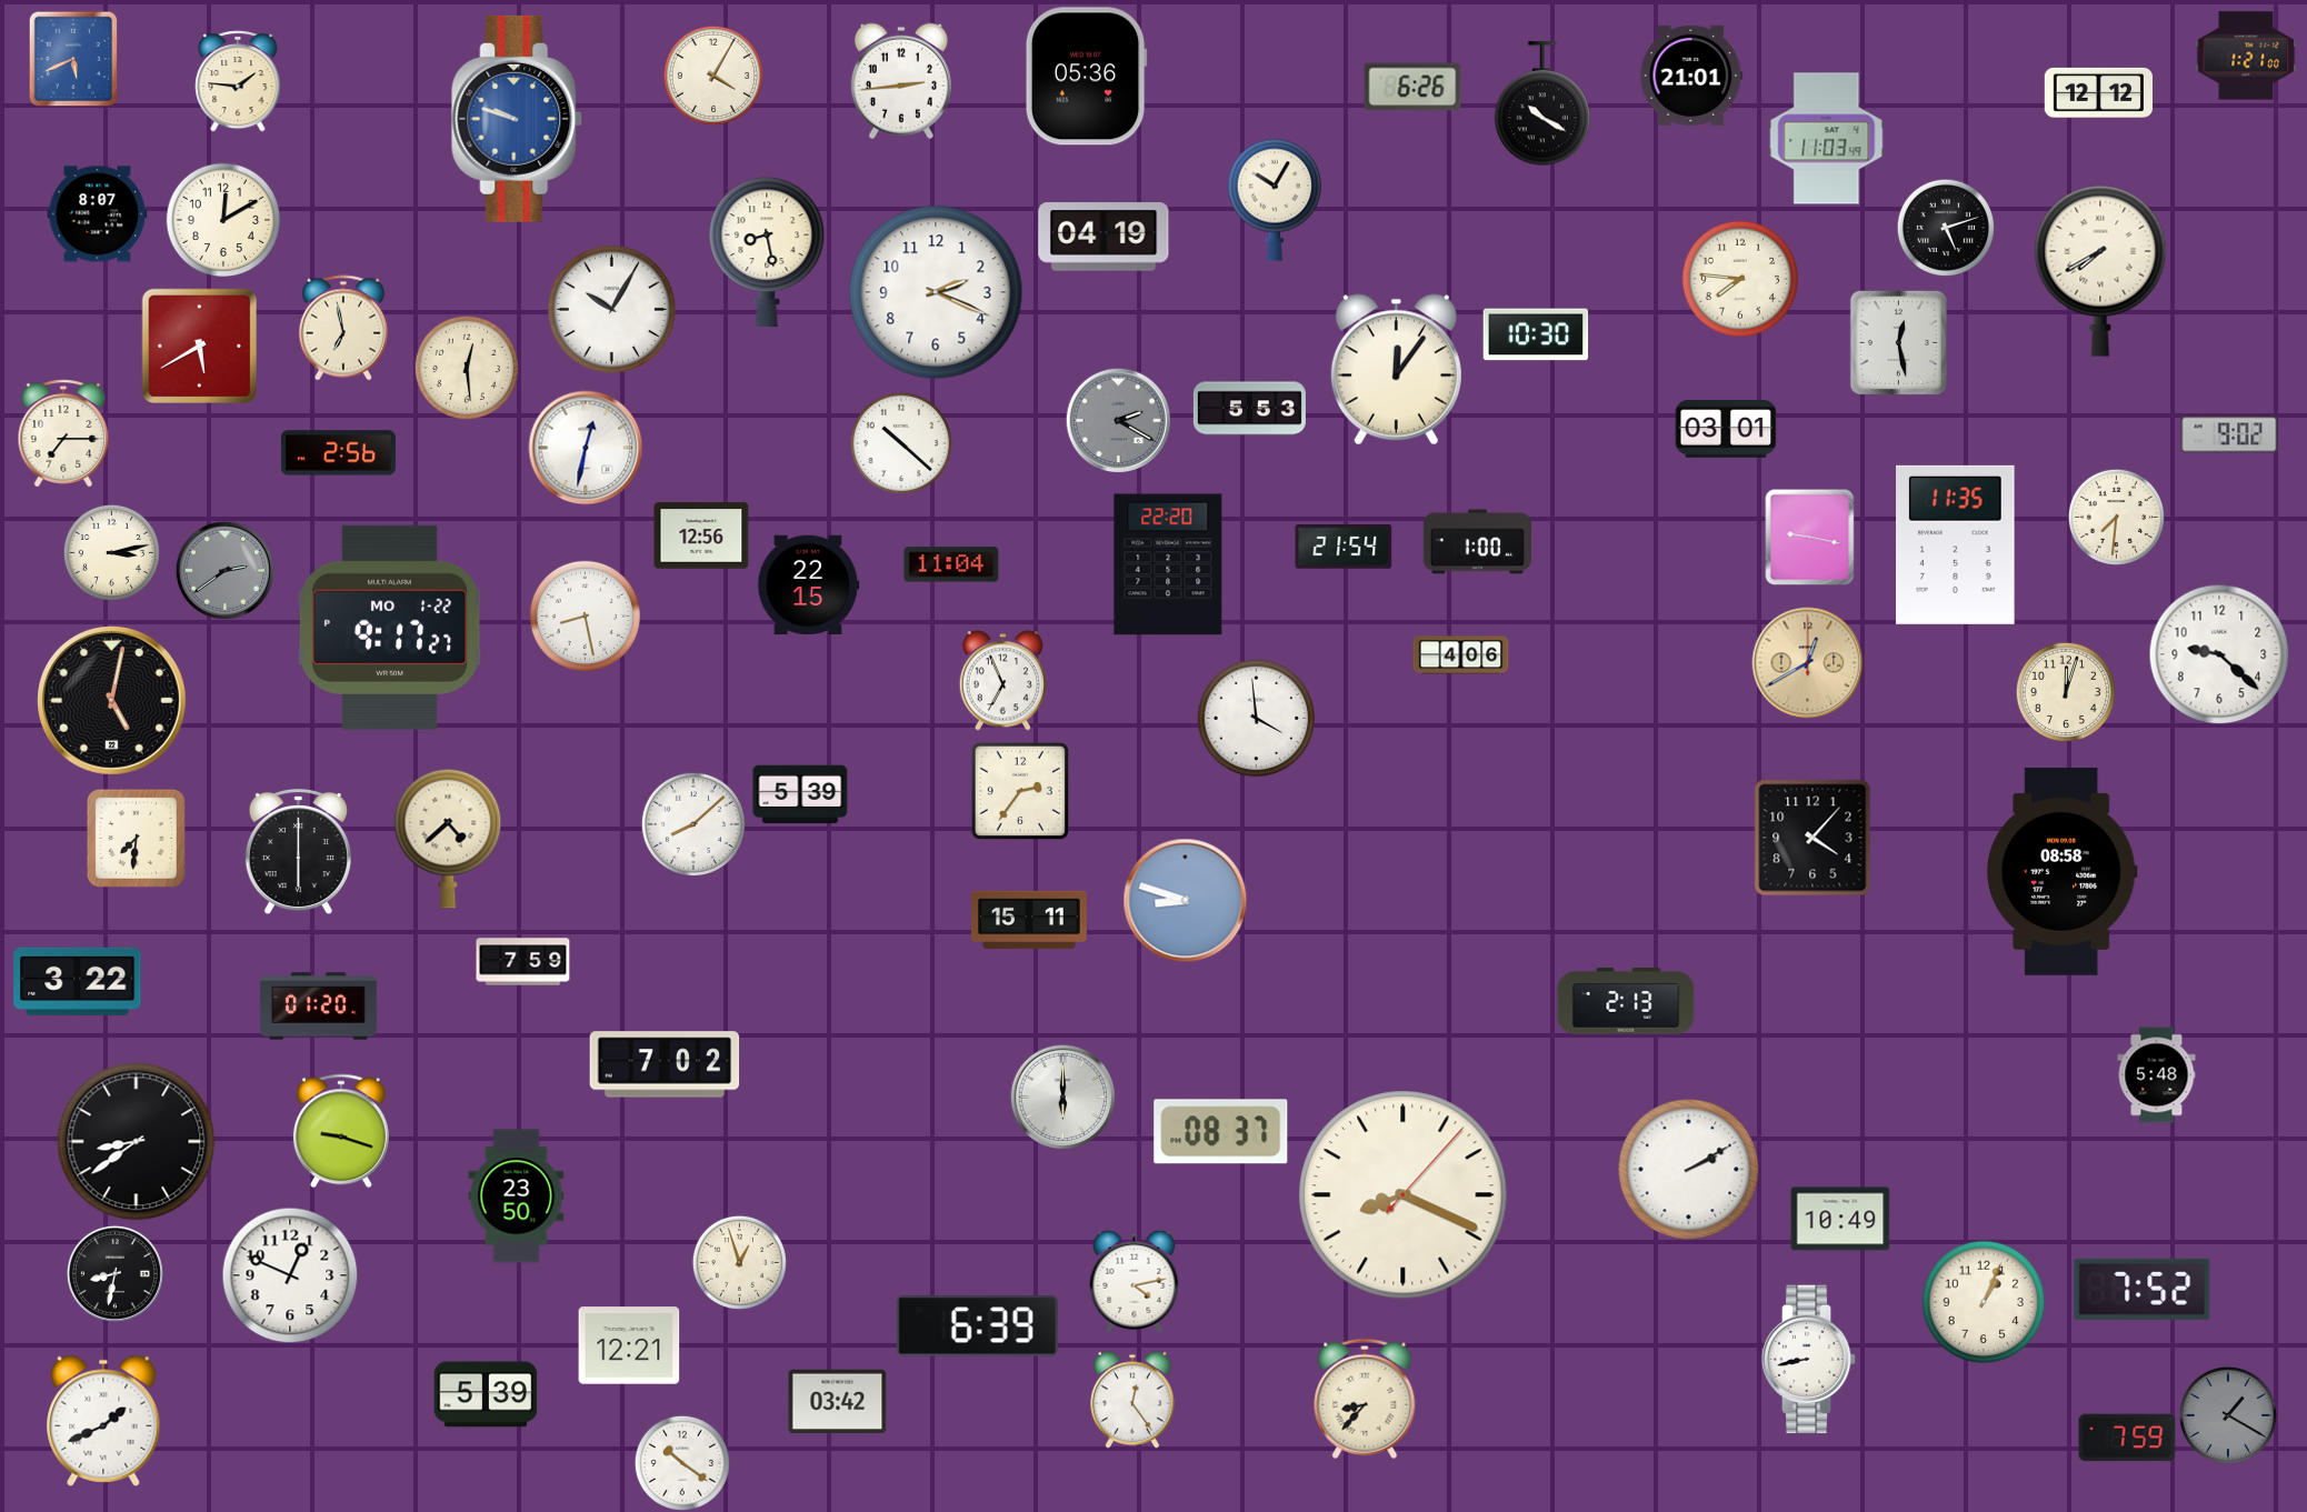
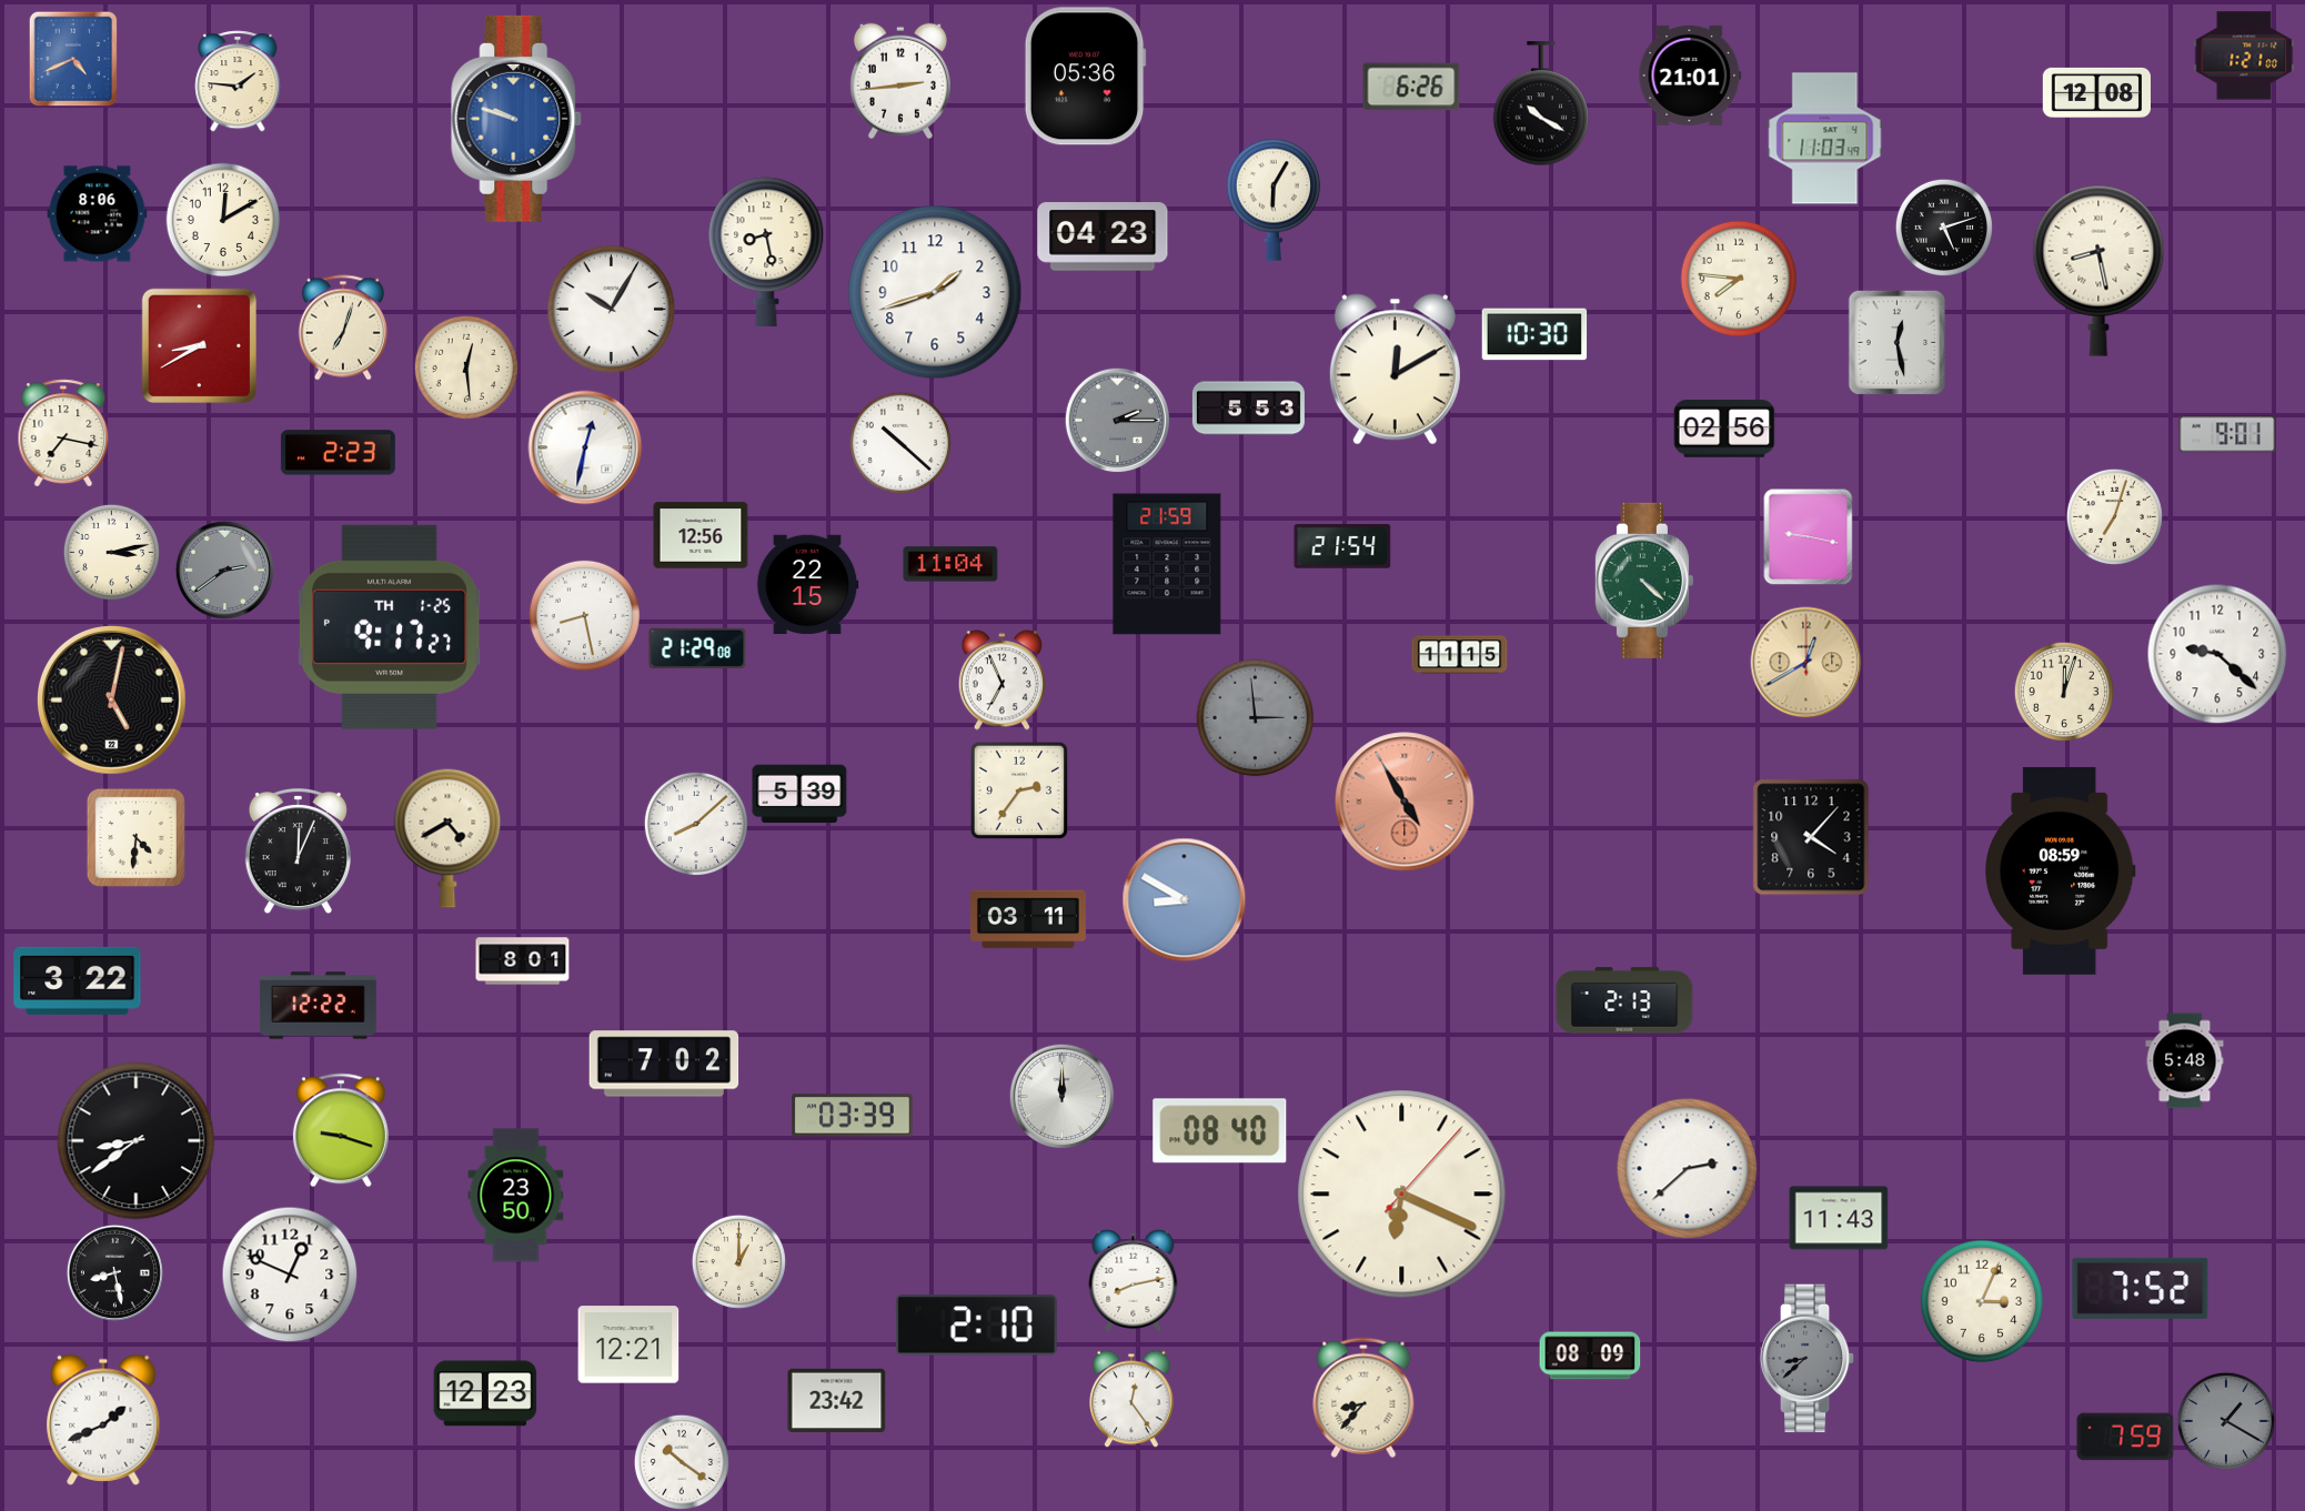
clock at (73, 59): 5:41 -> 4:41
clock at (713, 76): 4:05 -> none
clock at (2098, 92): 12:12 -> 12:08
clock at (1275, 200): 10:05 -> 6:05
clock at (98, 214): 8:07 -> 8:06
clock at (1103, 237): 04:19 -> 04:23
clock at (2100, 271): 7:40 -> 8:28
clock at (936, 292): 2:19 -> 1:42
clock at (343, 328): 6:58 -> 7:03
clock at (200, 347): 5:40 -> 8:40
clock at (1396, 370): 12:06 -> 12:10
clock at (1118, 420): 2:20 -> 2:15
clock at (1726, 429): 03:01 -> 02:56
clock at (63, 433): 7:15 -> 7:17
clock at (2229, 434): 9:02 -> 9:01
clock at (338, 453): 2:56 -> 2:23
clock at (2116, 517): 7:31 -> 7:03
clock at (1477, 542): 1:00 -> none
clock at (1956, 544): 11:35 -> none
clock at (1168, 564): 22:20 -> 21:59
clock at (1643, 581): none -> 4:22
clock at (390, 628) date: MO 1-22 -> TH 1-25
clock at (697, 648): none -> 21:29
clock at (1461, 655): 4:06 -> 11:15
clock at (1257, 719): 3:59 -> 2:59
clock at (1257, 719) dial: white -> grey
clock at (1405, 802): none -> 4:55
clock at (692, 823) position: (692, 823) -> (695, 823)
clock at (136, 838): 7:31 -> 4:31
clock at (448, 839): 4:38 -> 4:40
clock at (298, 852): 6:00 -> 12:04
clock at (2063, 871): 08:58 -> 08:59
clock at (1186, 901): 8:48 -> 8:50
clock at (1029, 920): 15:11 -> 03:11
clock at (523, 962): 7:59 -> 8:01
clock at (318, 1007): 01:20 -> 12:22
clock at (2157, 1075) position: (2157, 1075) -> (2185, 1061)
clock at (1062, 1097): 6:00 -> 12:00
clock at (853, 1116): none -> 03:39
clock at (1221, 1132): 08:37 -> 08:40
clock at (1689, 1170): 2:10 -> 2:38
clock at (1404, 1195): 8:19 -> 6:19
clock at (1840, 1219): 10:49 -> 11:43
clock at (739, 1262): 12:57 -> 1:00
clock at (114, 1273): 8:32 -> 8:28
clock at (1135, 1281): 4:13 -> 8:13
clock at (1984, 1302): 1:04 -> 3:04
clock at (977, 1326): 6:39 -> 2:10
clock at (1590, 1356): none -> 08:09
clock at (1809, 1360): 8:43 -> 8:38
clock at (1809, 1360) dial: white -> grey
clock at (486, 1394): 5:39 -> 12:23
clock at (838, 1402): 03:42 -> 23:42
clock at (2228, 1415) position: (2228, 1415) -> (2226, 1421)
